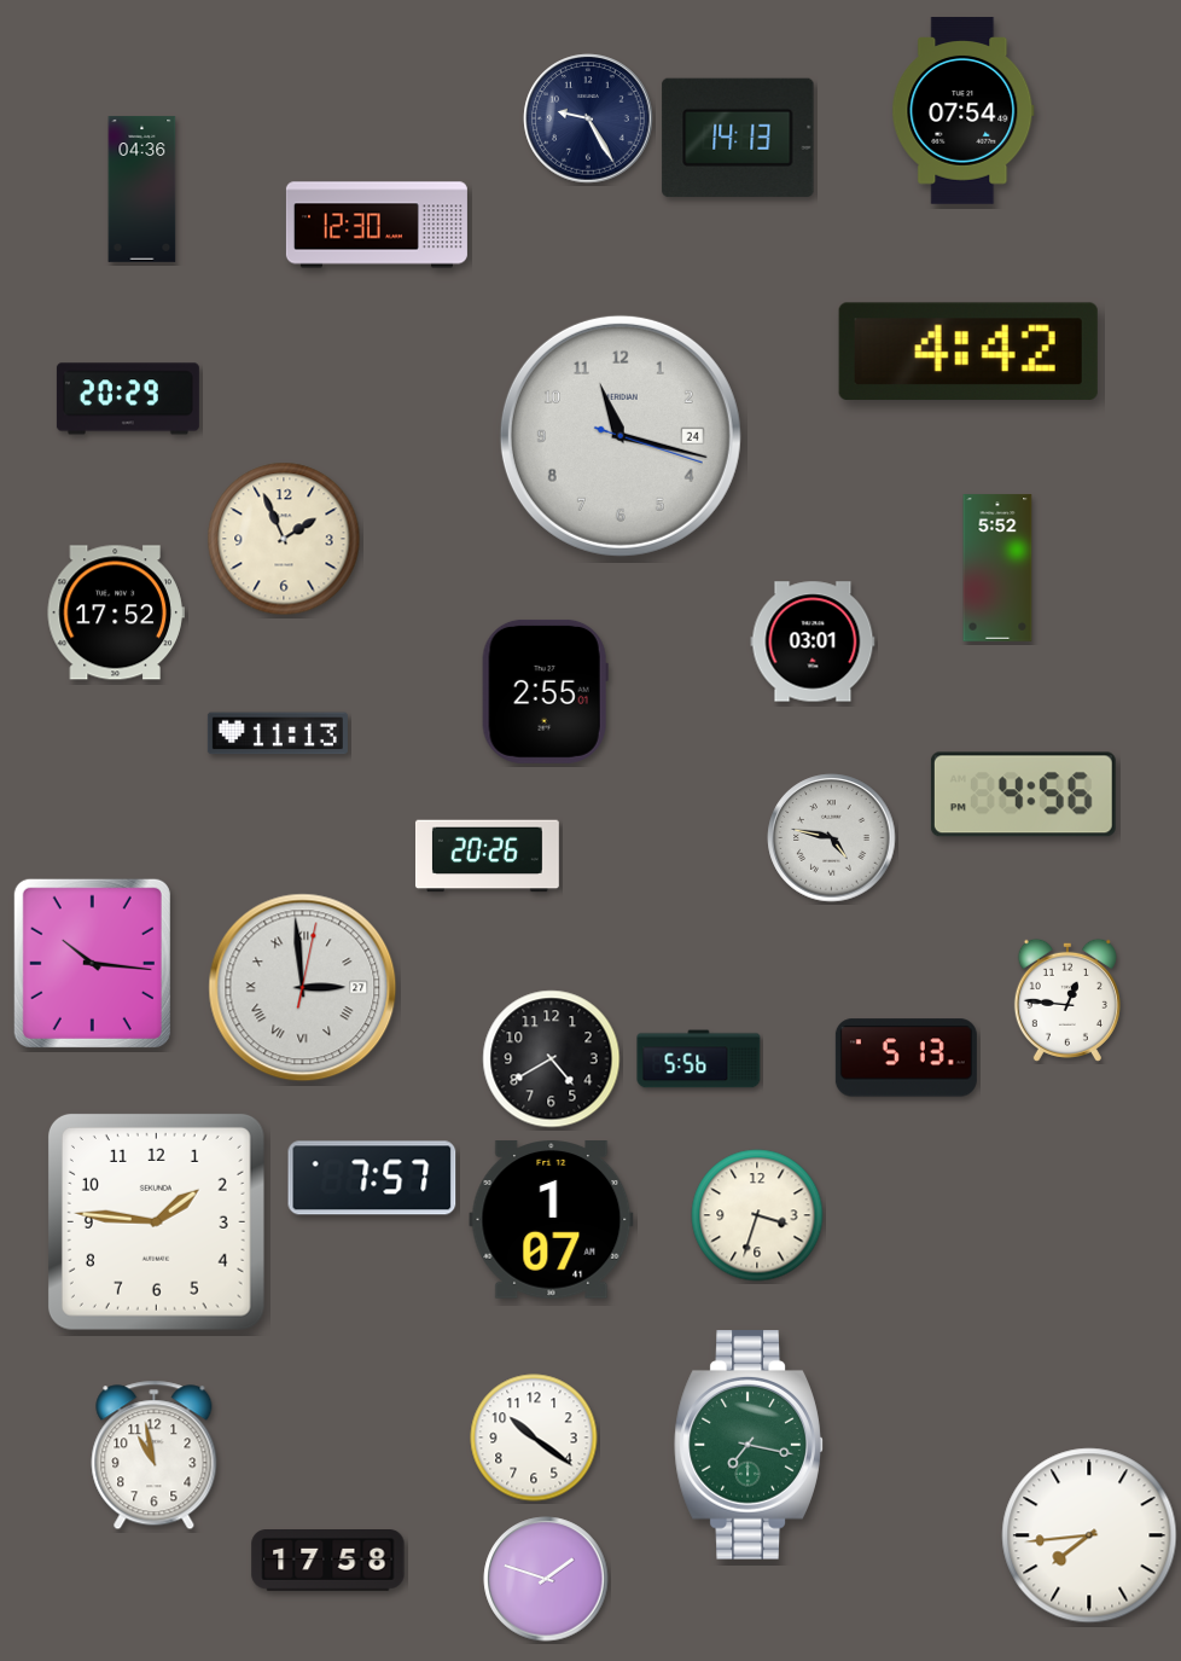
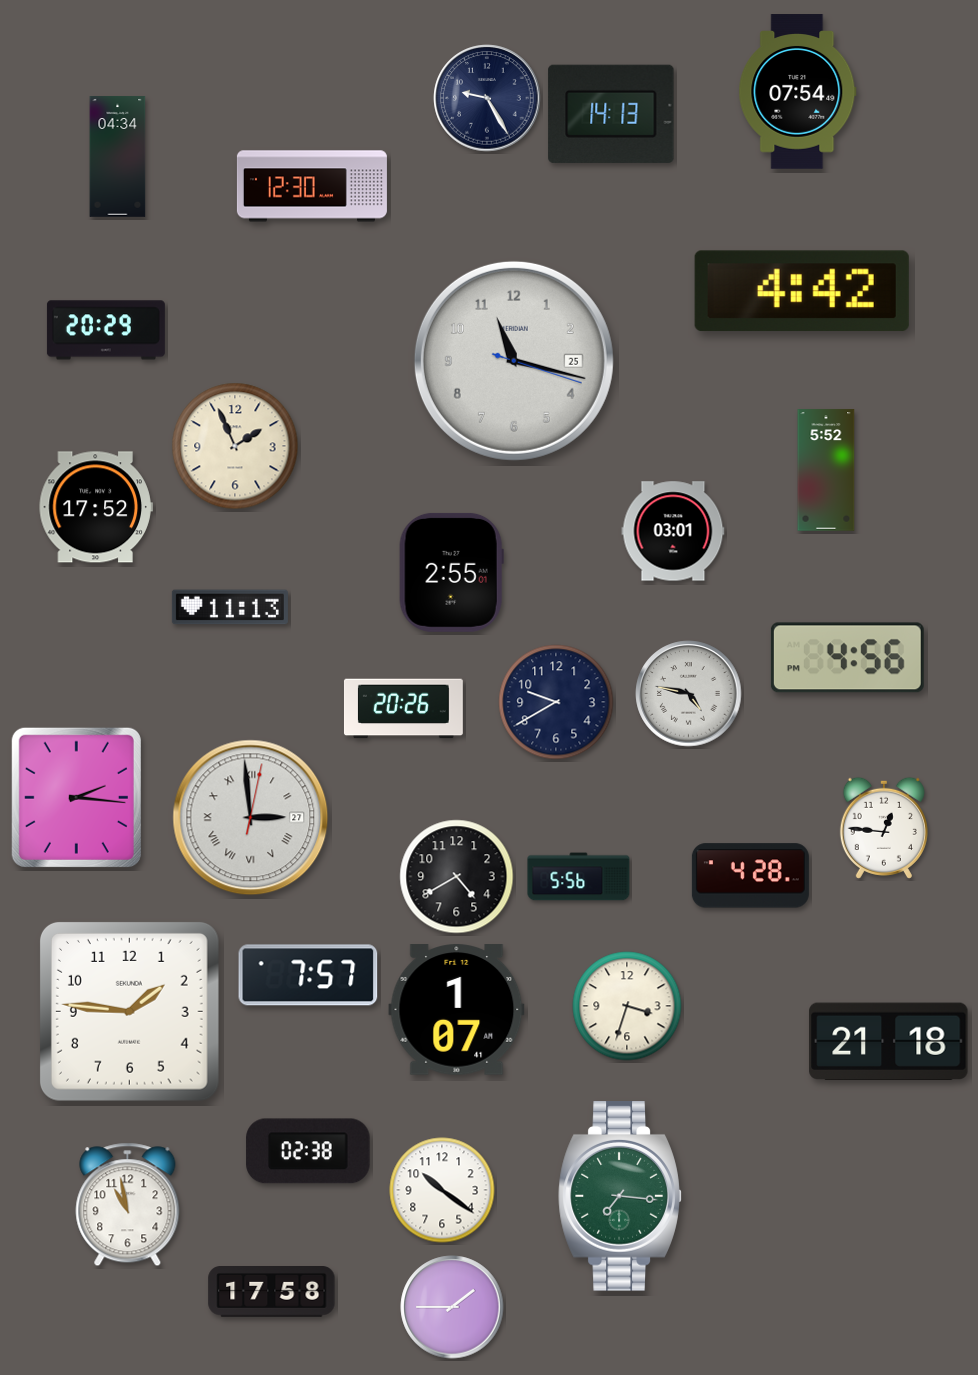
clock at (142, 190): 04:36 -> 04:34
clock at (621, 436) date: 24 -> 25
clock at (556, 702): none -> 9:40
clock at (92, 963): 10:16 -> 2:16
clock at (906, 1058): 5:13 -> 4:28
clock at (889, 1041): none -> 21:18
clock at (308, 1151): none -> 02:38
clock at (749, 1446): 7:17 -> 7:16
clock at (1089, 1535): 7:44 -> none
clock at (546, 1579): 1:48 -> 1:45
